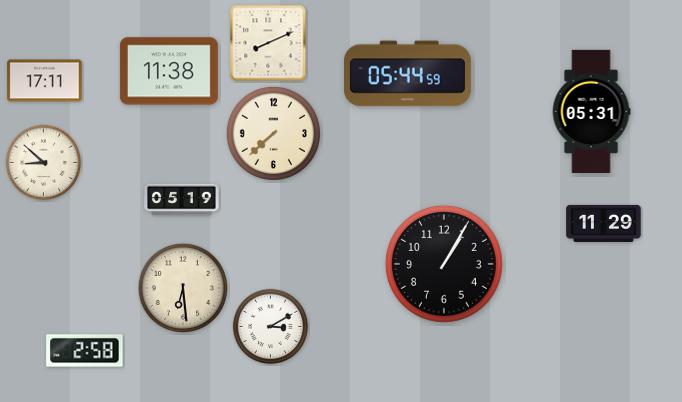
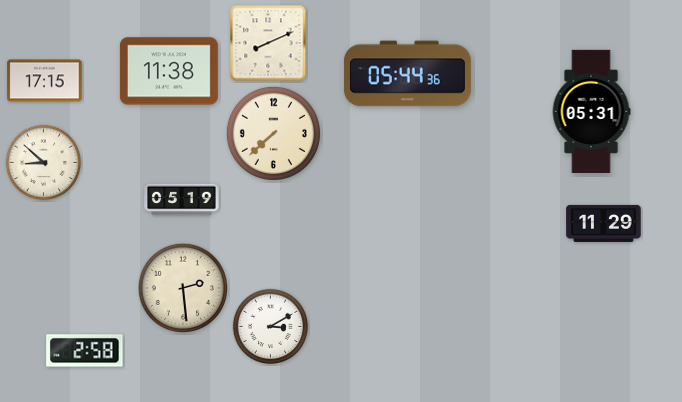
clock at (407, 74): 05:44:59 -> 05:44:36
clock at (45, 81): 17:11 -> 17:15
clock at (444, 264): 1:05 -> none
clock at (183, 288): 6:29 -> 2:29
